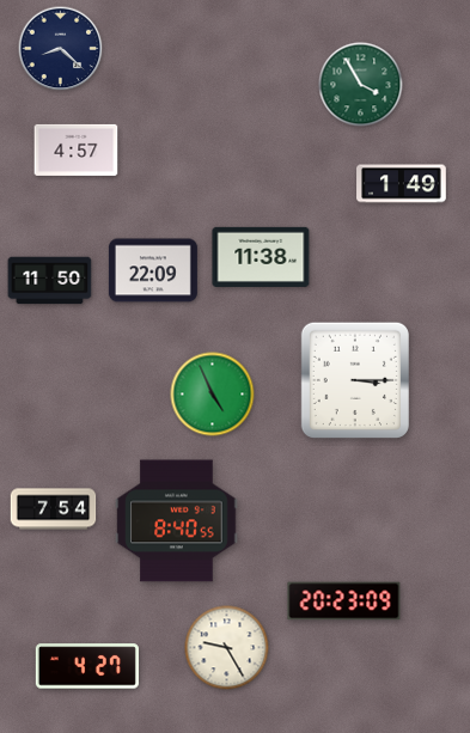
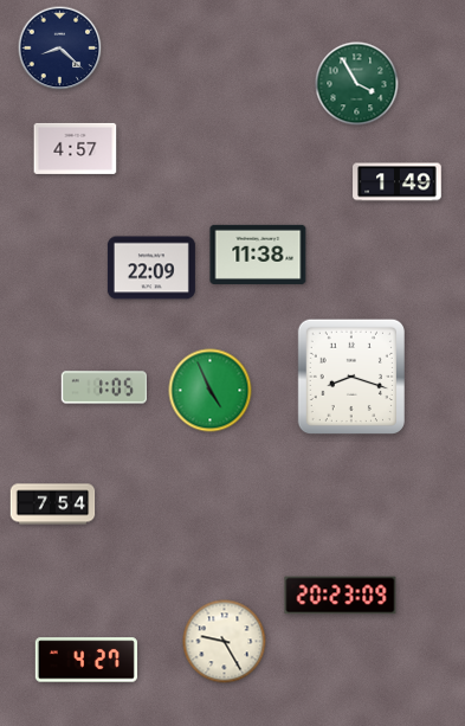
clock at (50, 281): 11:50 -> none
clock at (355, 379): 3:15 -> 8:18
clock at (103, 387): none -> 1:05
clock at (177, 521): 8:40 -> none
